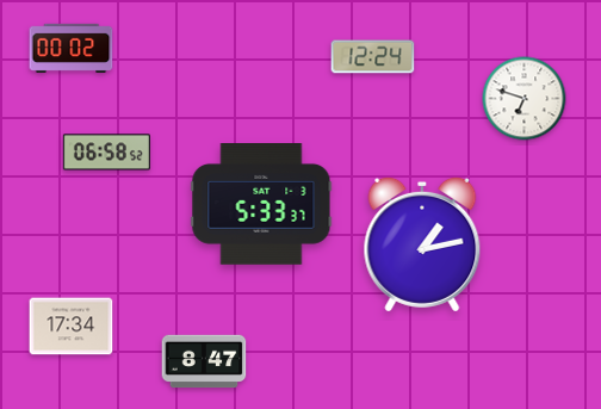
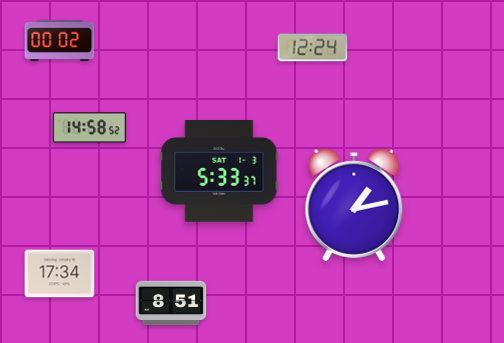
clock at (525, 99): 6:48 -> none
clock at (106, 153): 06:58 -> 14:58
clock at (204, 361): 8:47 -> 8:51
